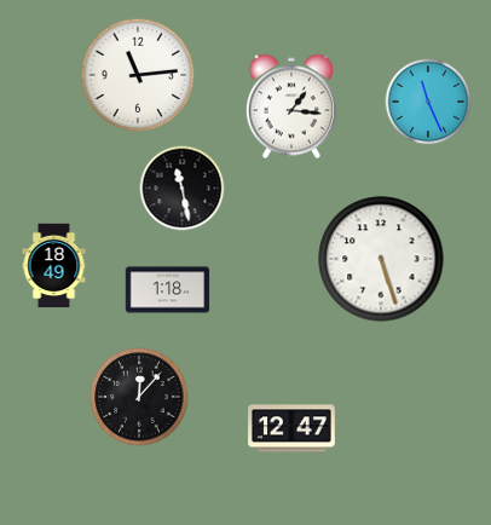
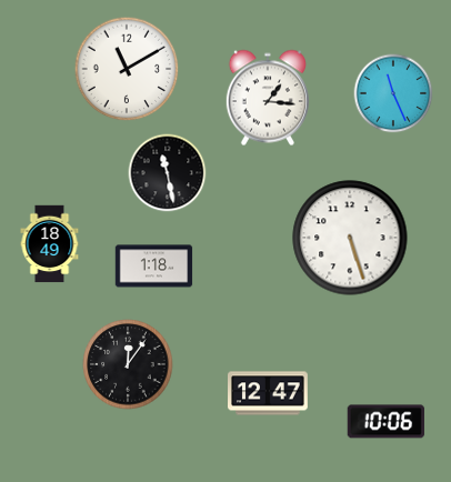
clock at (138, 75): 11:14 -> 11:10
clock at (139, 397): 12:07 -> 12:06
clock at (385, 422): none -> 10:06
